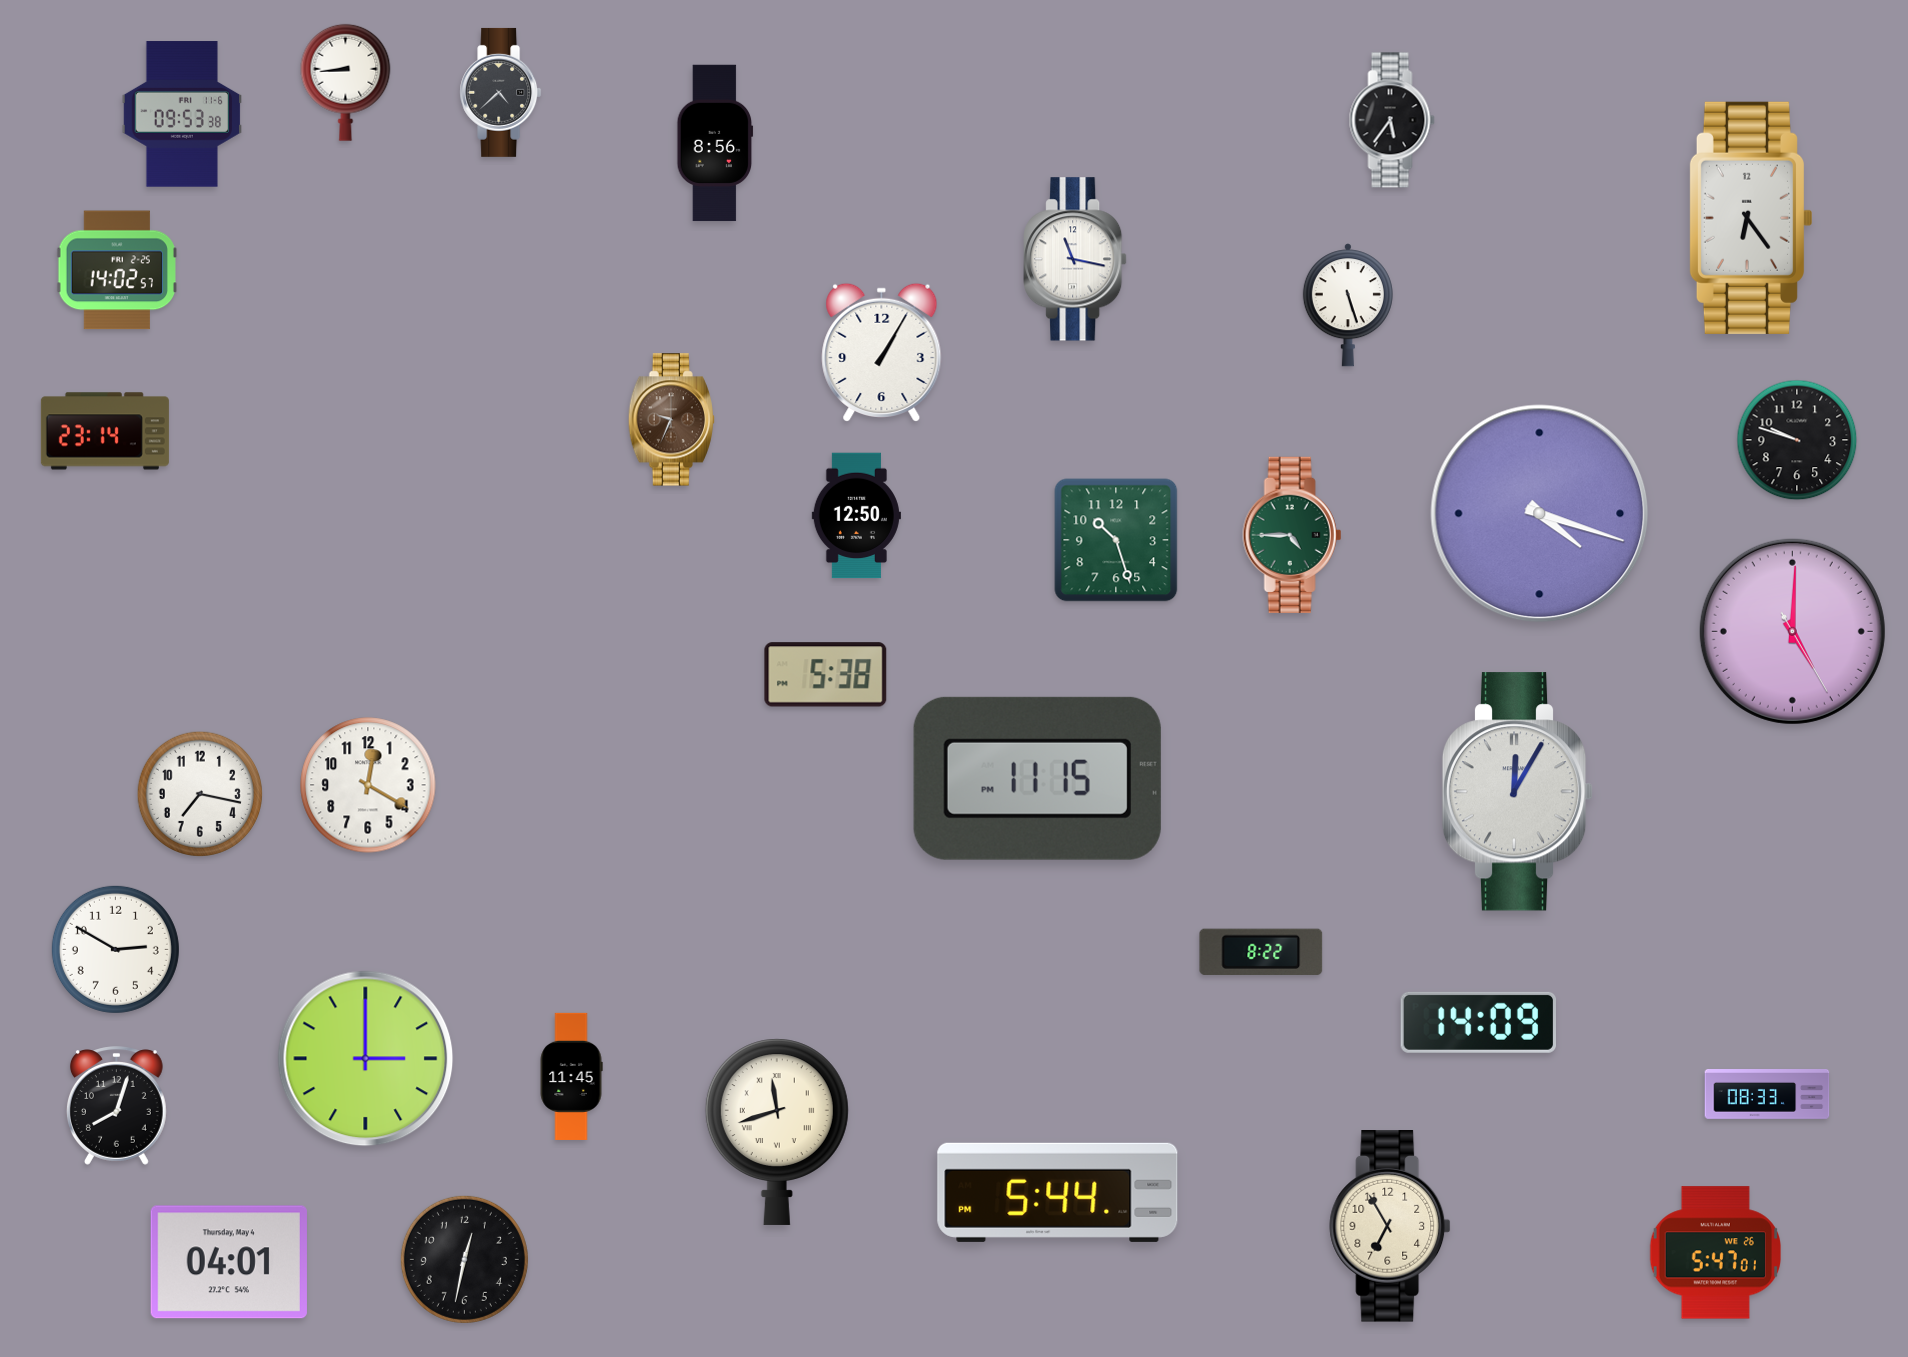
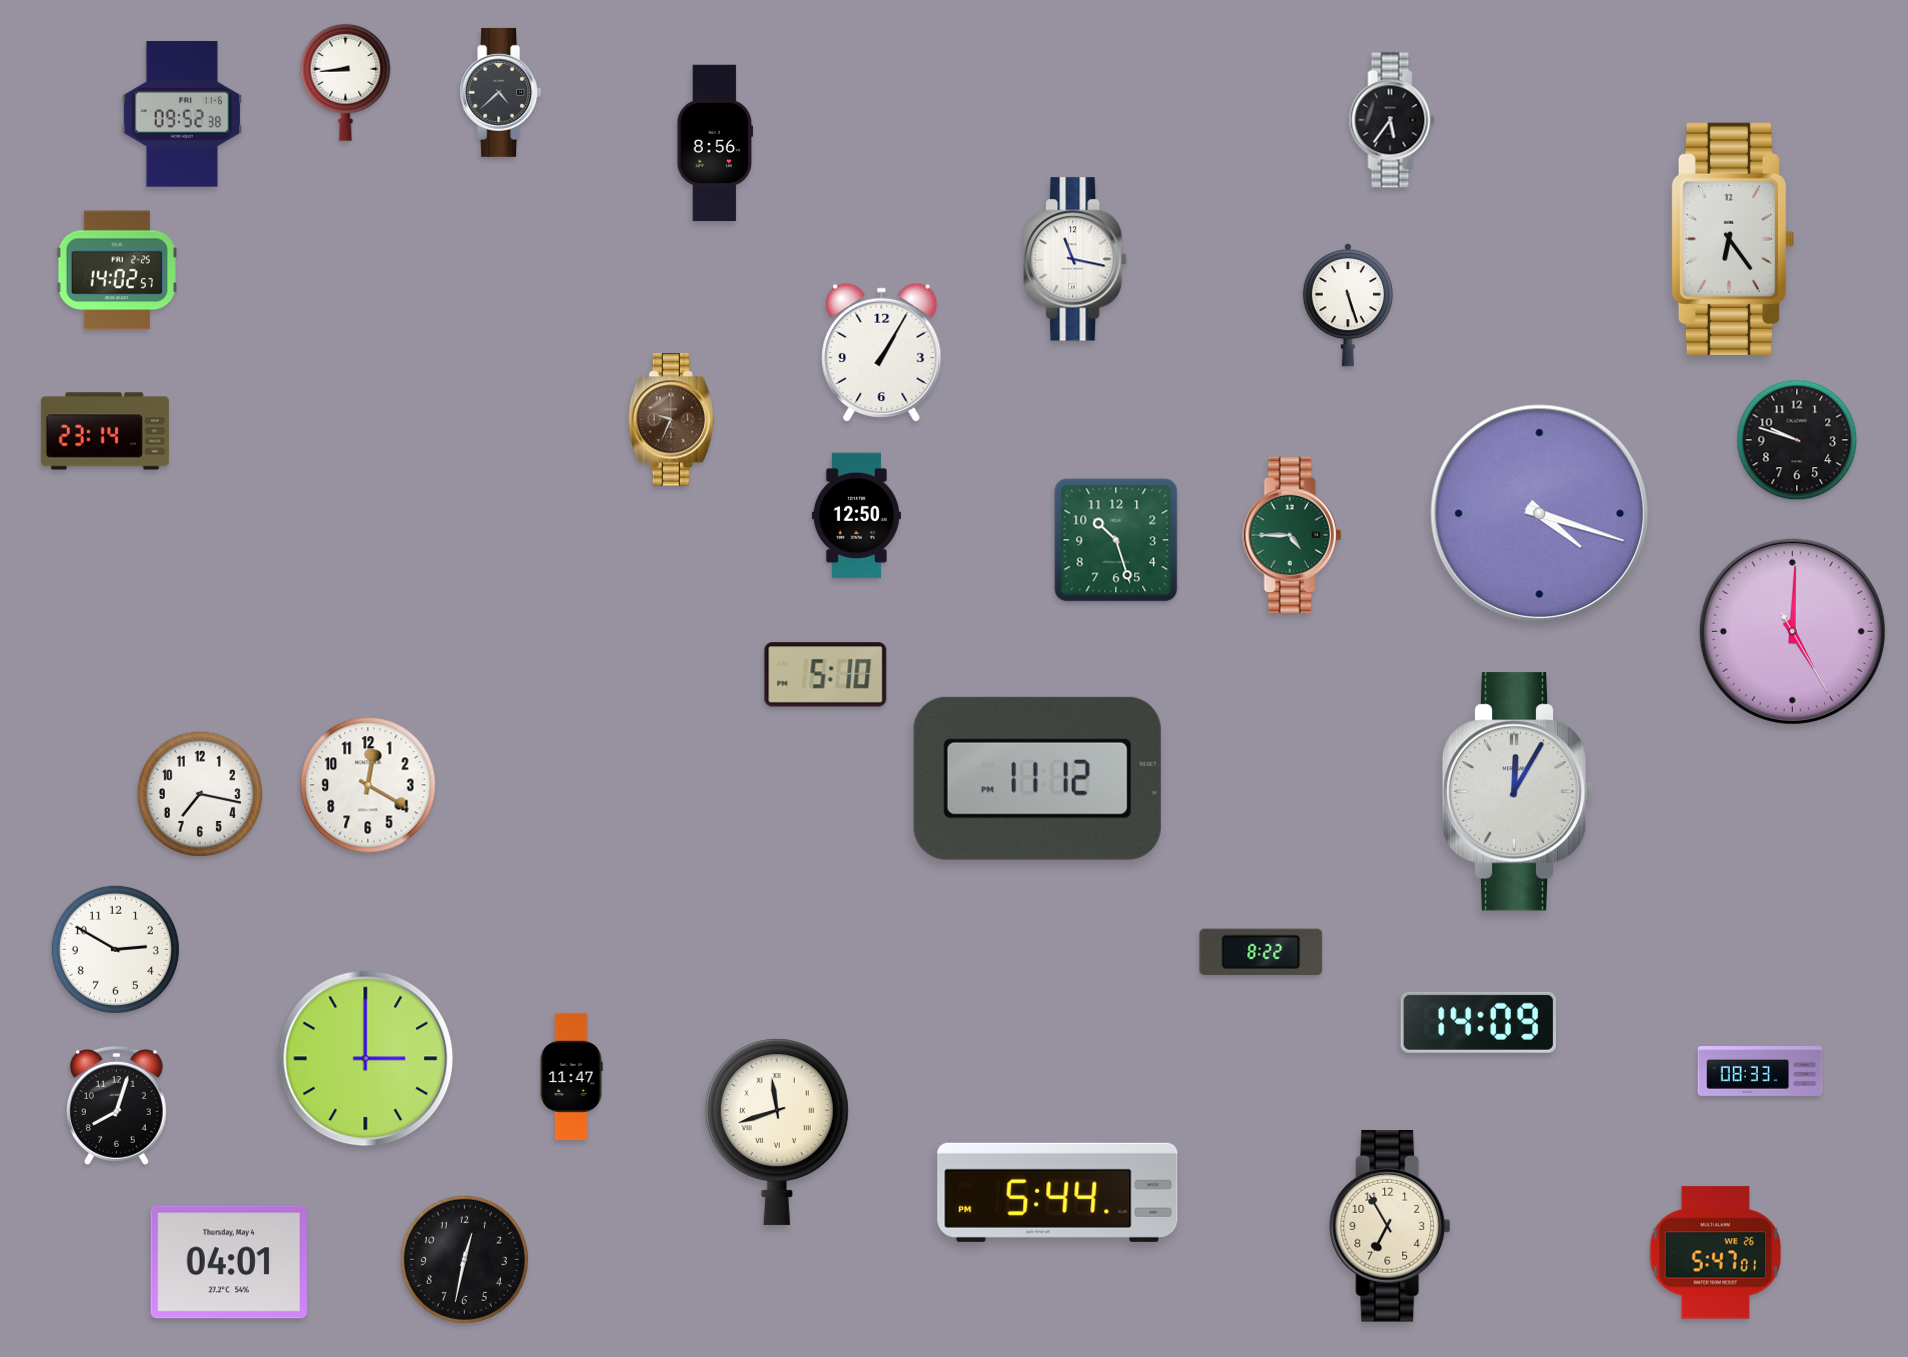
clock at (181, 114): 09:53 -> 09:52
clock at (1750, 218) position: (1750, 218) -> (1732, 239)
clock at (826, 675): 5:38 -> 5:10
clock at (1037, 778): 11:15 -> 11:12
clock at (571, 1076): 11:45 -> 11:47
clock at (1767, 1095) position: (1767, 1095) -> (1760, 1072)
